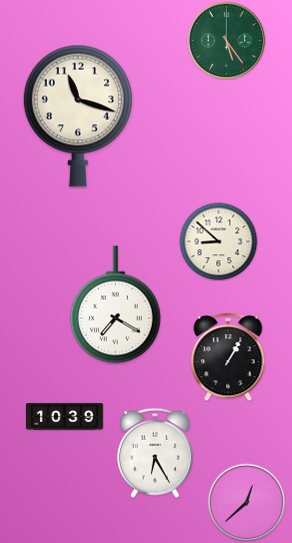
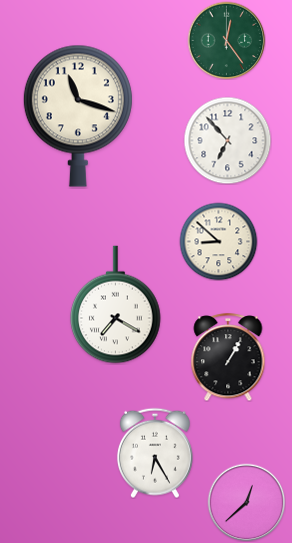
clock at (226, 40): 5:24 -> 12:24
clock at (227, 140): none -> 6:53
clock at (64, 417): 10:39 -> none
